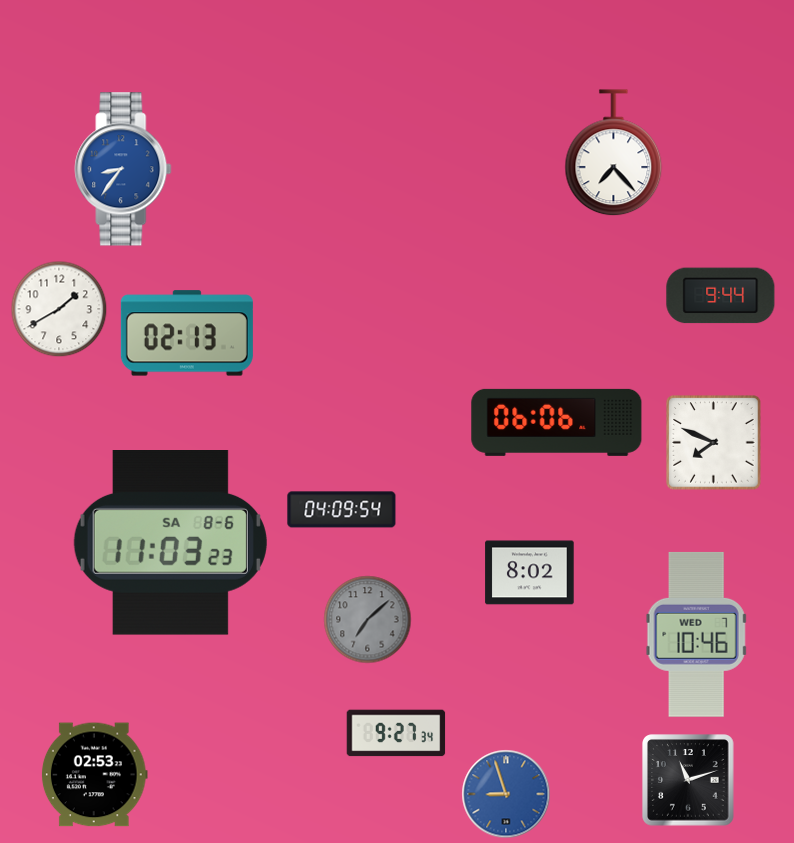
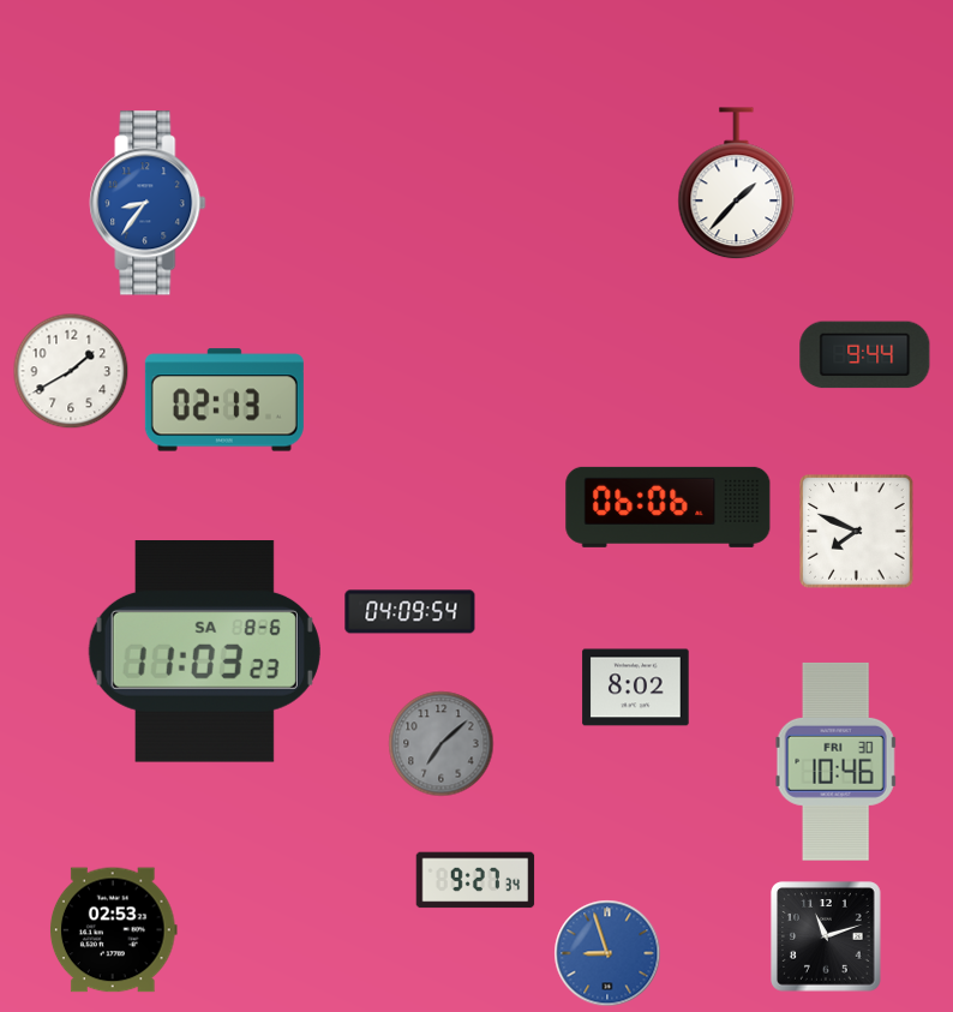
clock at (614, 153): 7:23 -> 1:37
clock at (697, 634) date: WED 7 -> FRI 30
